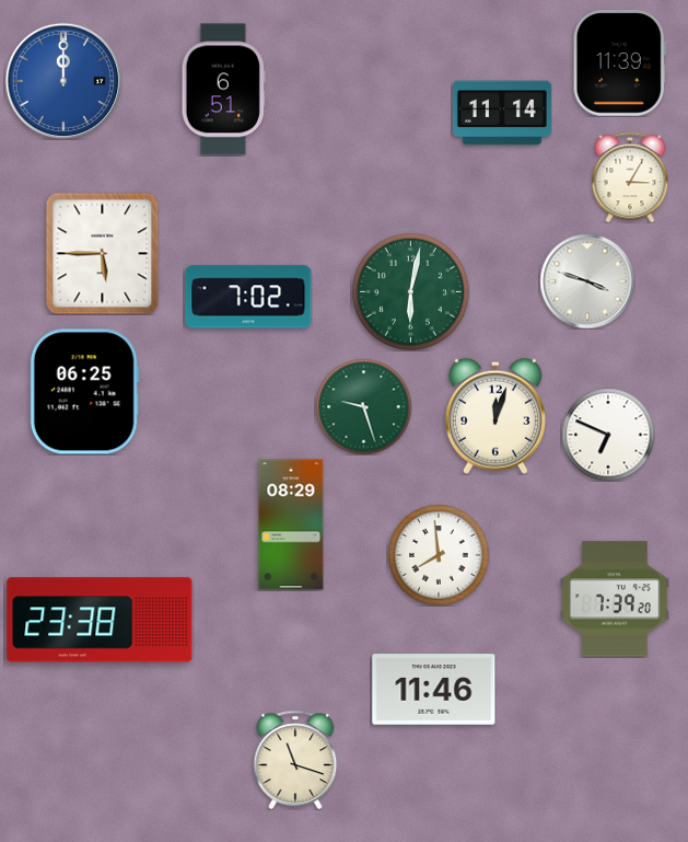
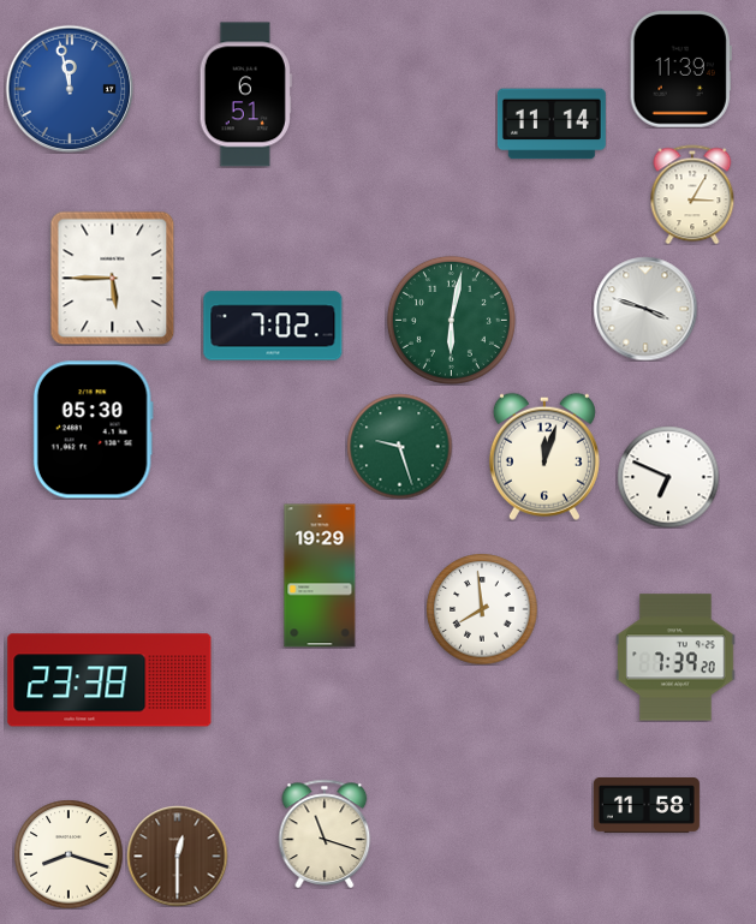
clock at (63, 81): 12:00 -> 11:58
clock at (223, 90) position: (223, 90) -> (245, 95)
clock at (84, 392): 06:25 -> 05:30
clock at (291, 524): 08:29 -> 19:29
clock at (434, 690): 11:46 -> none
clock at (647, 806): none -> 11:58
clock at (69, 854): none -> 8:18
clock at (177, 856): none -> 12:30
